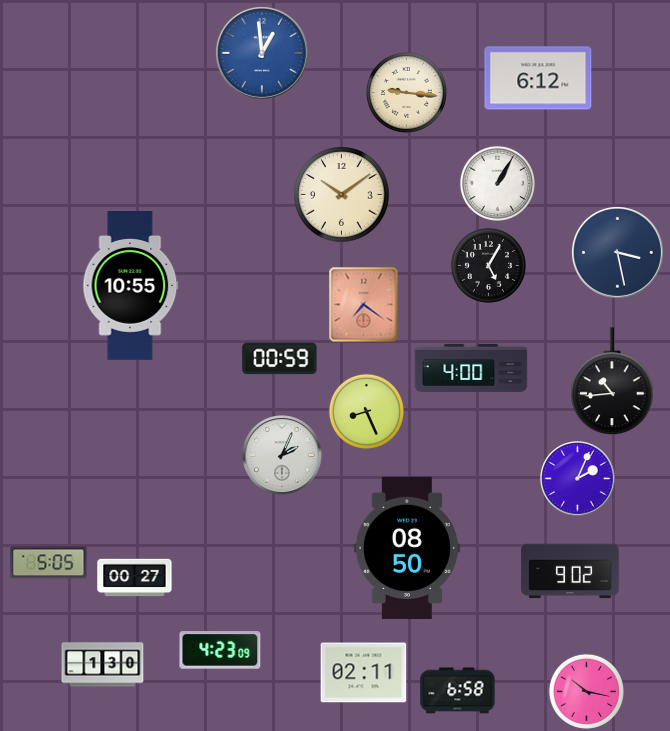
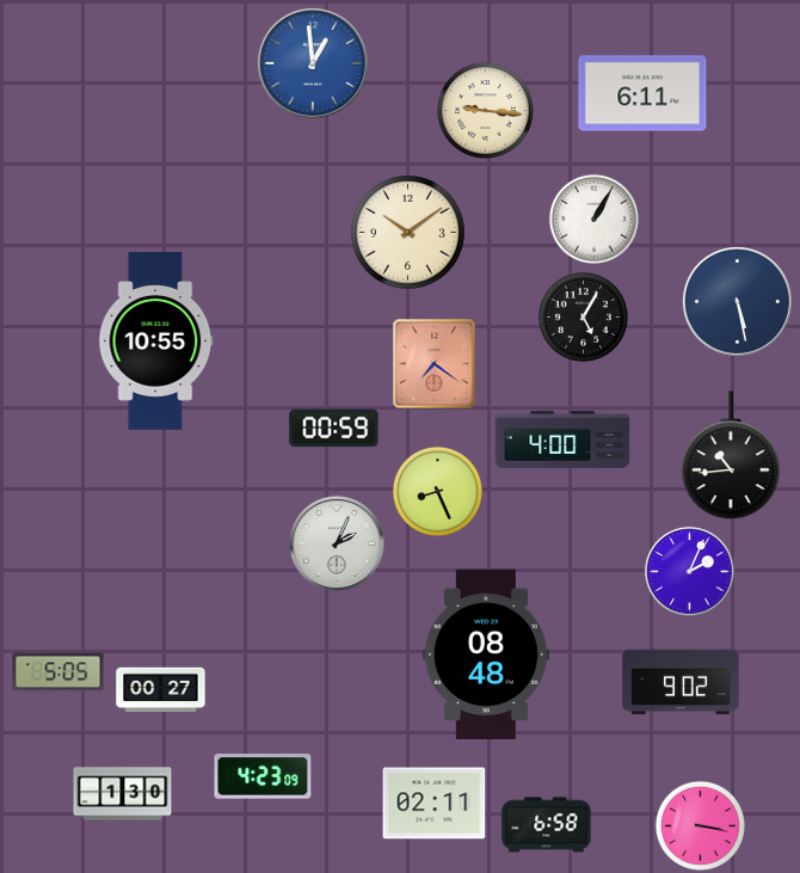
clock at (538, 78): 6:12 -> 6:11
clock at (617, 252): 3:28 -> 5:28
clock at (407, 548): 08:50 -> 08:48
clock at (586, 691): 10:17 -> 3:17
